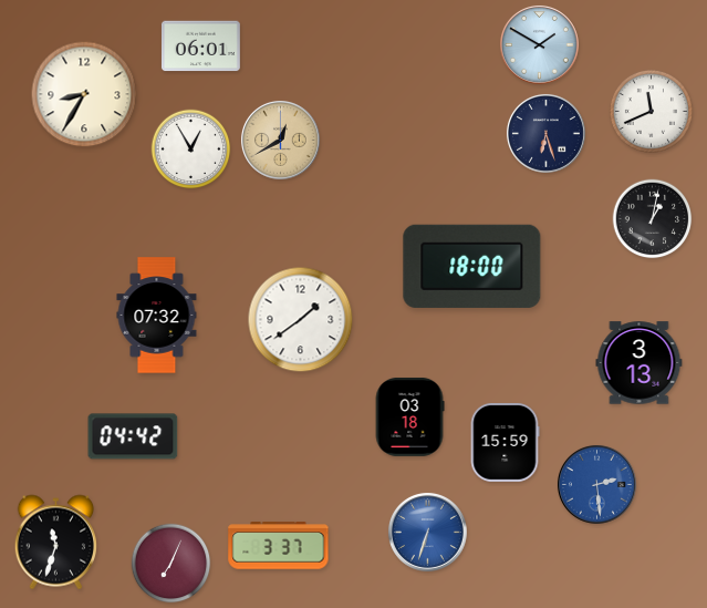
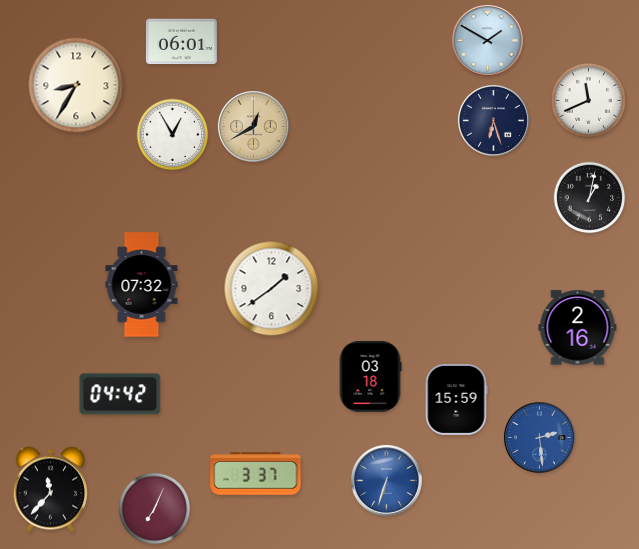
clock at (472, 266): 18:00 -> none
clock at (640, 363): 3:13 -> 2:16
clock at (56, 543): 11:33 -> 11:37
clock at (279, 546) position: (279, 546) -> (256, 474)
